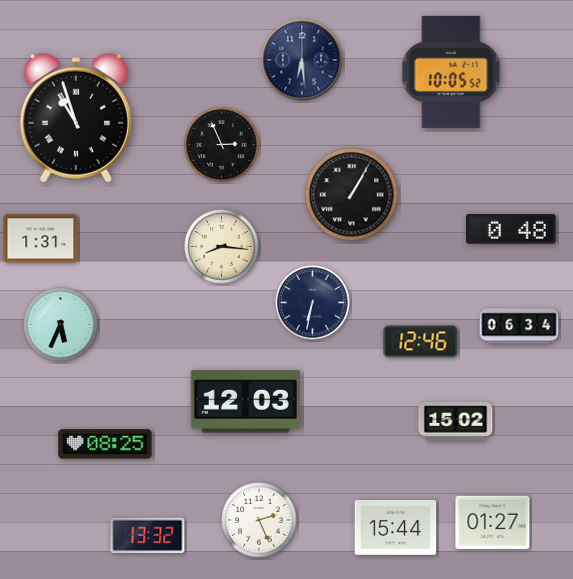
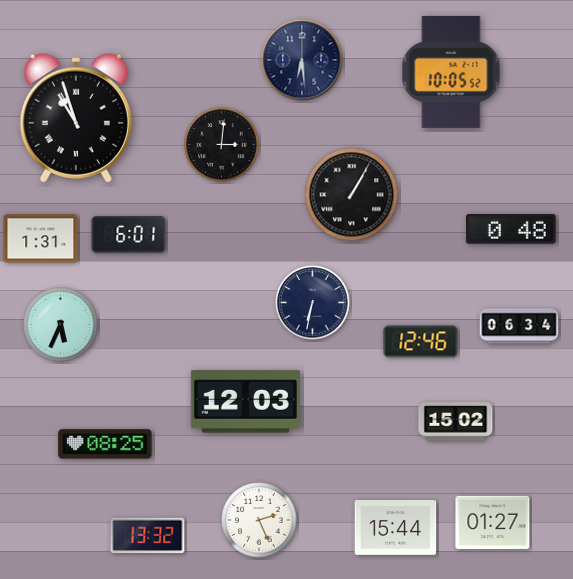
clock at (222, 145): 2:56 -> 3:01
clock at (129, 235): none -> 6:01
clock at (222, 247): 8:16 -> none
